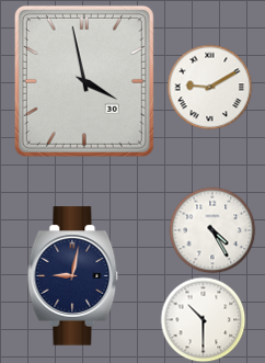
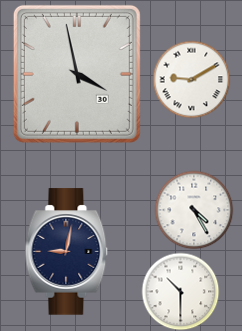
clock at (203, 319) position: (203, 319) -> (180, 291)
